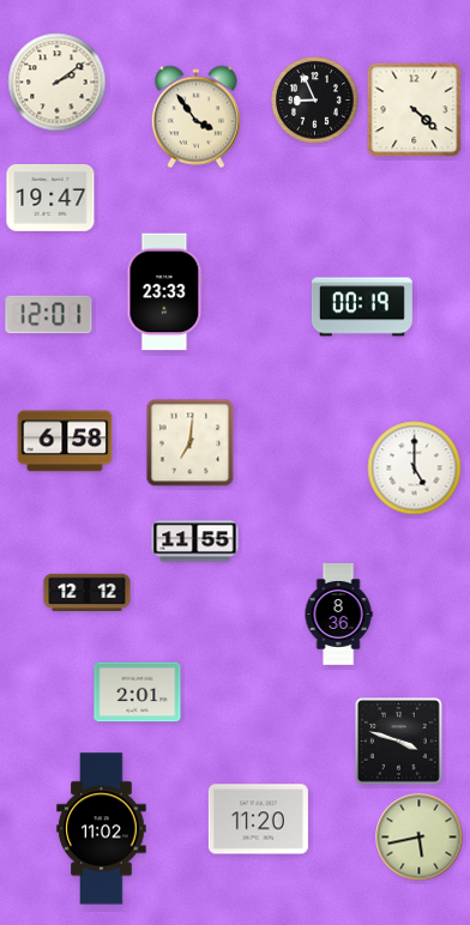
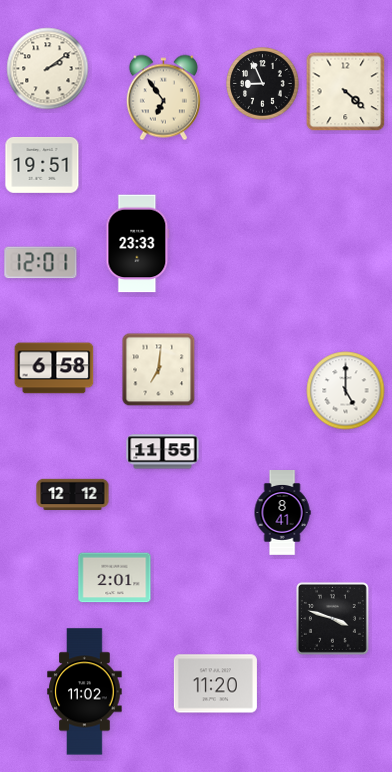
clock at (195, 117): 3:54 -> 6:54
clock at (50, 198): 19:47 -> 19:51
clock at (362, 307): 00:19 -> none
clock at (338, 615): 8:36 -> 8:41
clock at (420, 838): 5:43 -> none
